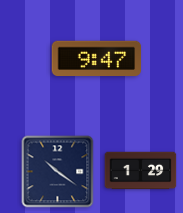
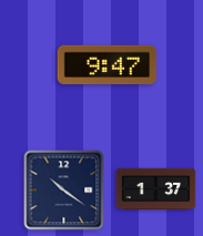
clock at (141, 171): 1:29 -> 1:37
